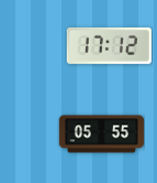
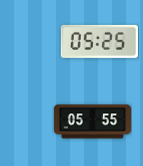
clock at (109, 45): 17:12 -> 05:25
